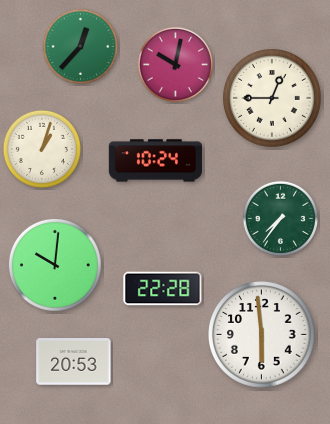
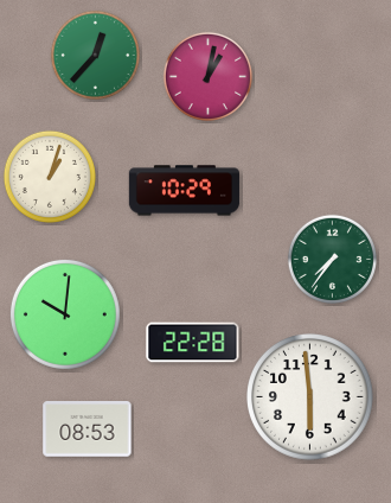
clock at (175, 64): 10:02 -> 1:02
clock at (272, 98): 12:45 -> none
clock at (155, 161): 10:24 -> 10:29
clock at (74, 362): 20:53 -> 08:53
